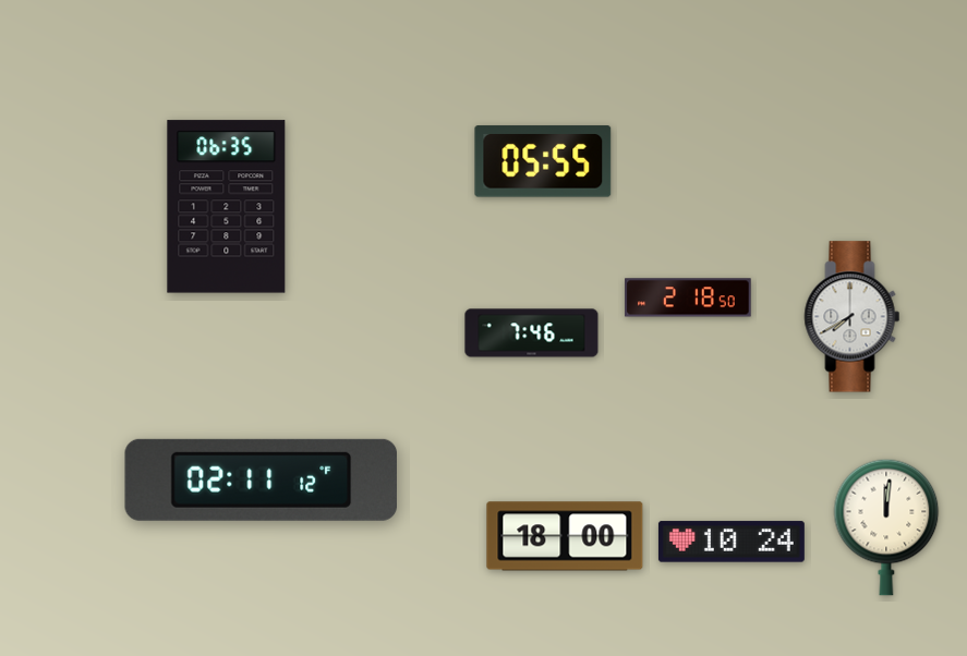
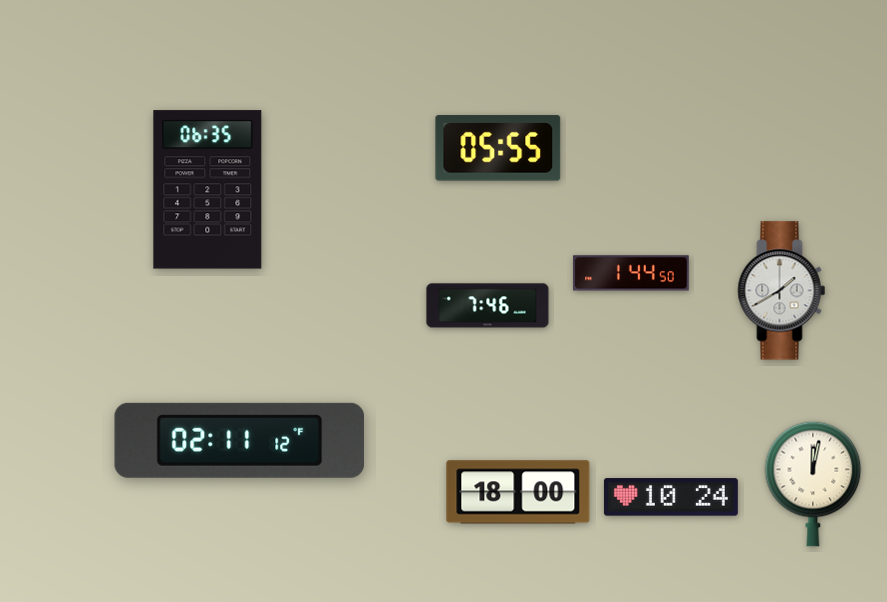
clock at (688, 297): 2:18 -> 1:44
clock at (853, 317): 7:40 -> 1:40
clock at (886, 527): 12:01 -> 12:02
